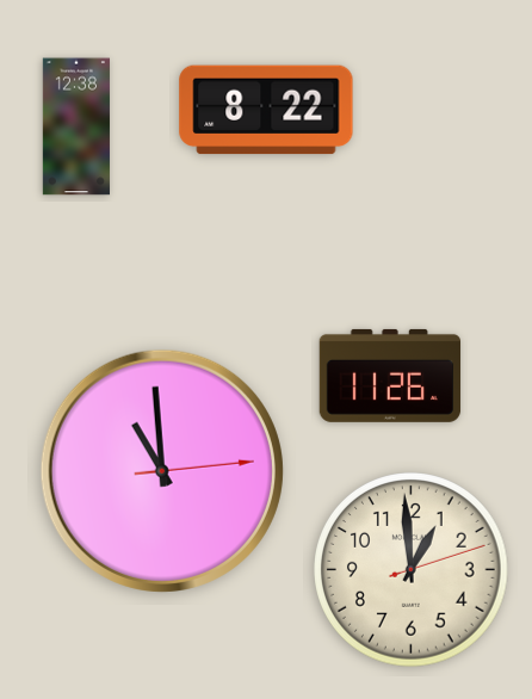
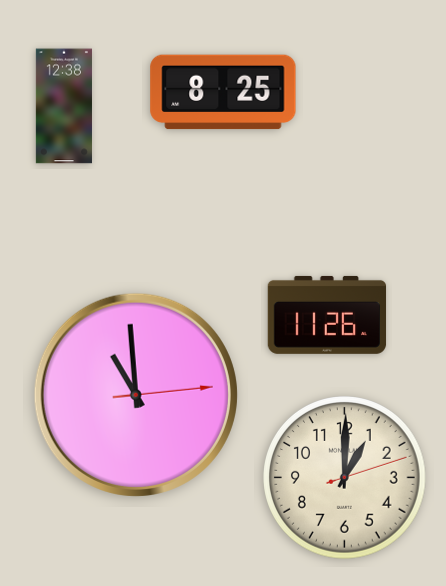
clock at (266, 110): 8:22 -> 8:25
clock at (412, 570): 12:59 -> 1:00
